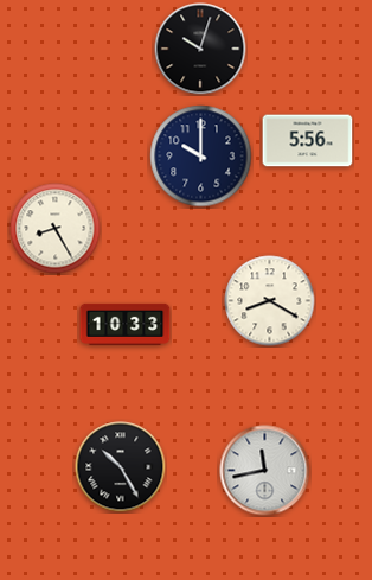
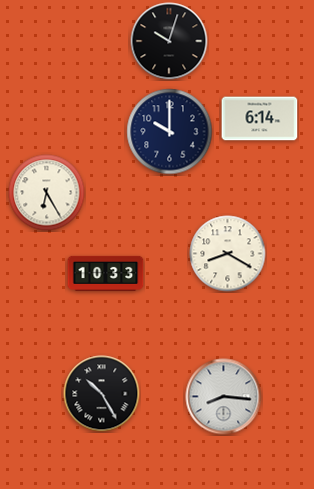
clock at (308, 141): 5:56 -> 6:14
clock at (56, 229): 8:25 -> 6:25
clock at (265, 471): 11:43 -> 8:16
